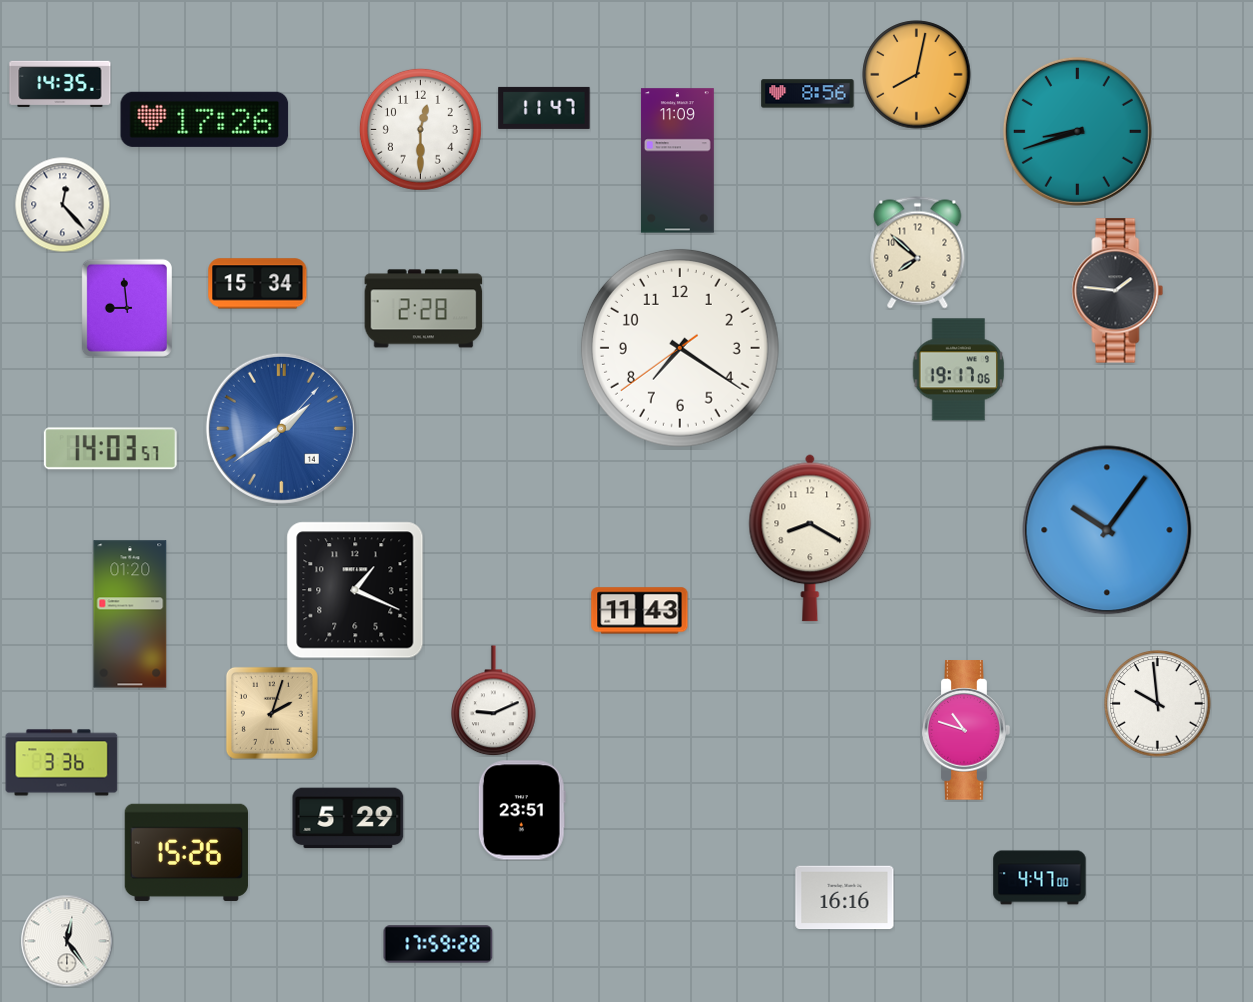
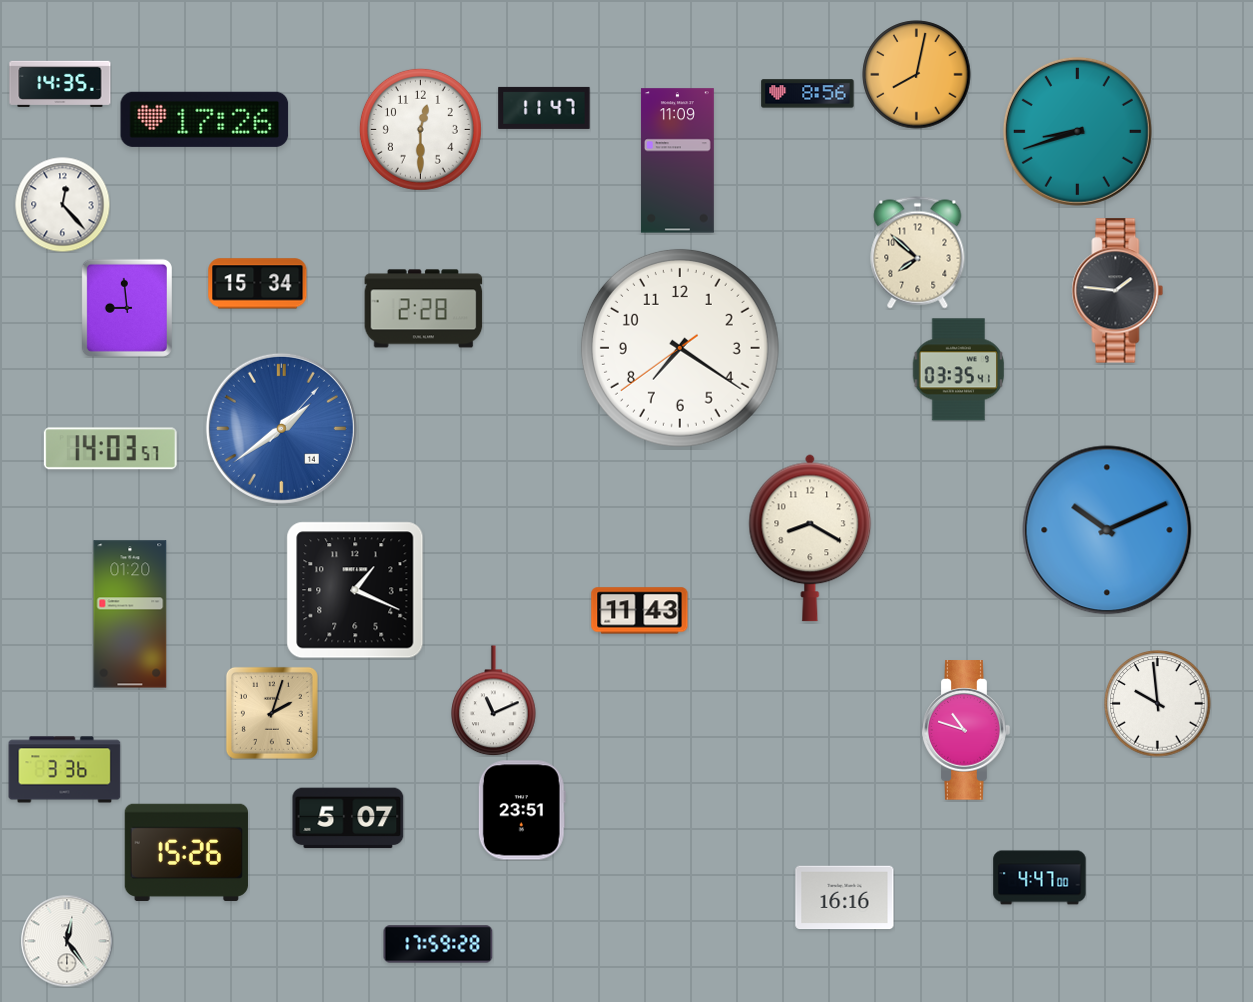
clock at (959, 370): 19:17 -> 03:35
clock at (1107, 530): 10:06 -> 10:11
clock at (494, 701): 9:11 -> 11:11
clock at (62, 763) position: (62, 763) -> (65, 770)
clock at (348, 818): 5:29 -> 5:07
